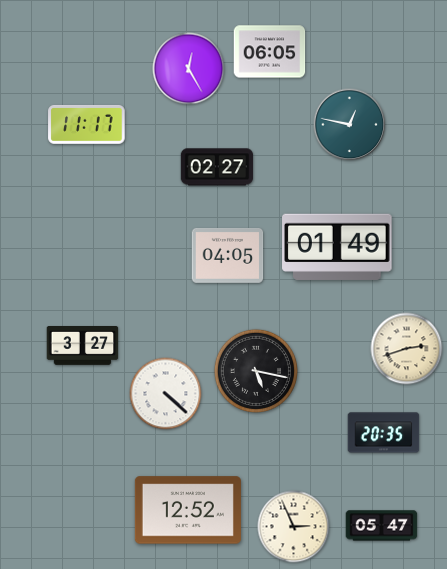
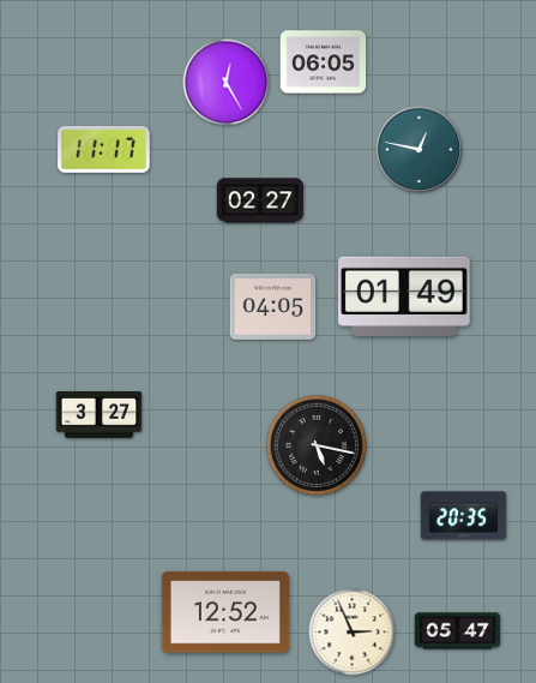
clock at (407, 349): 2:42 -> none
clock at (256, 371) position: (256, 371) -> (317, 445)
clock at (166, 394): 4:22 -> none
clock at (384, 433) position: (384, 433) -> (464, 516)
